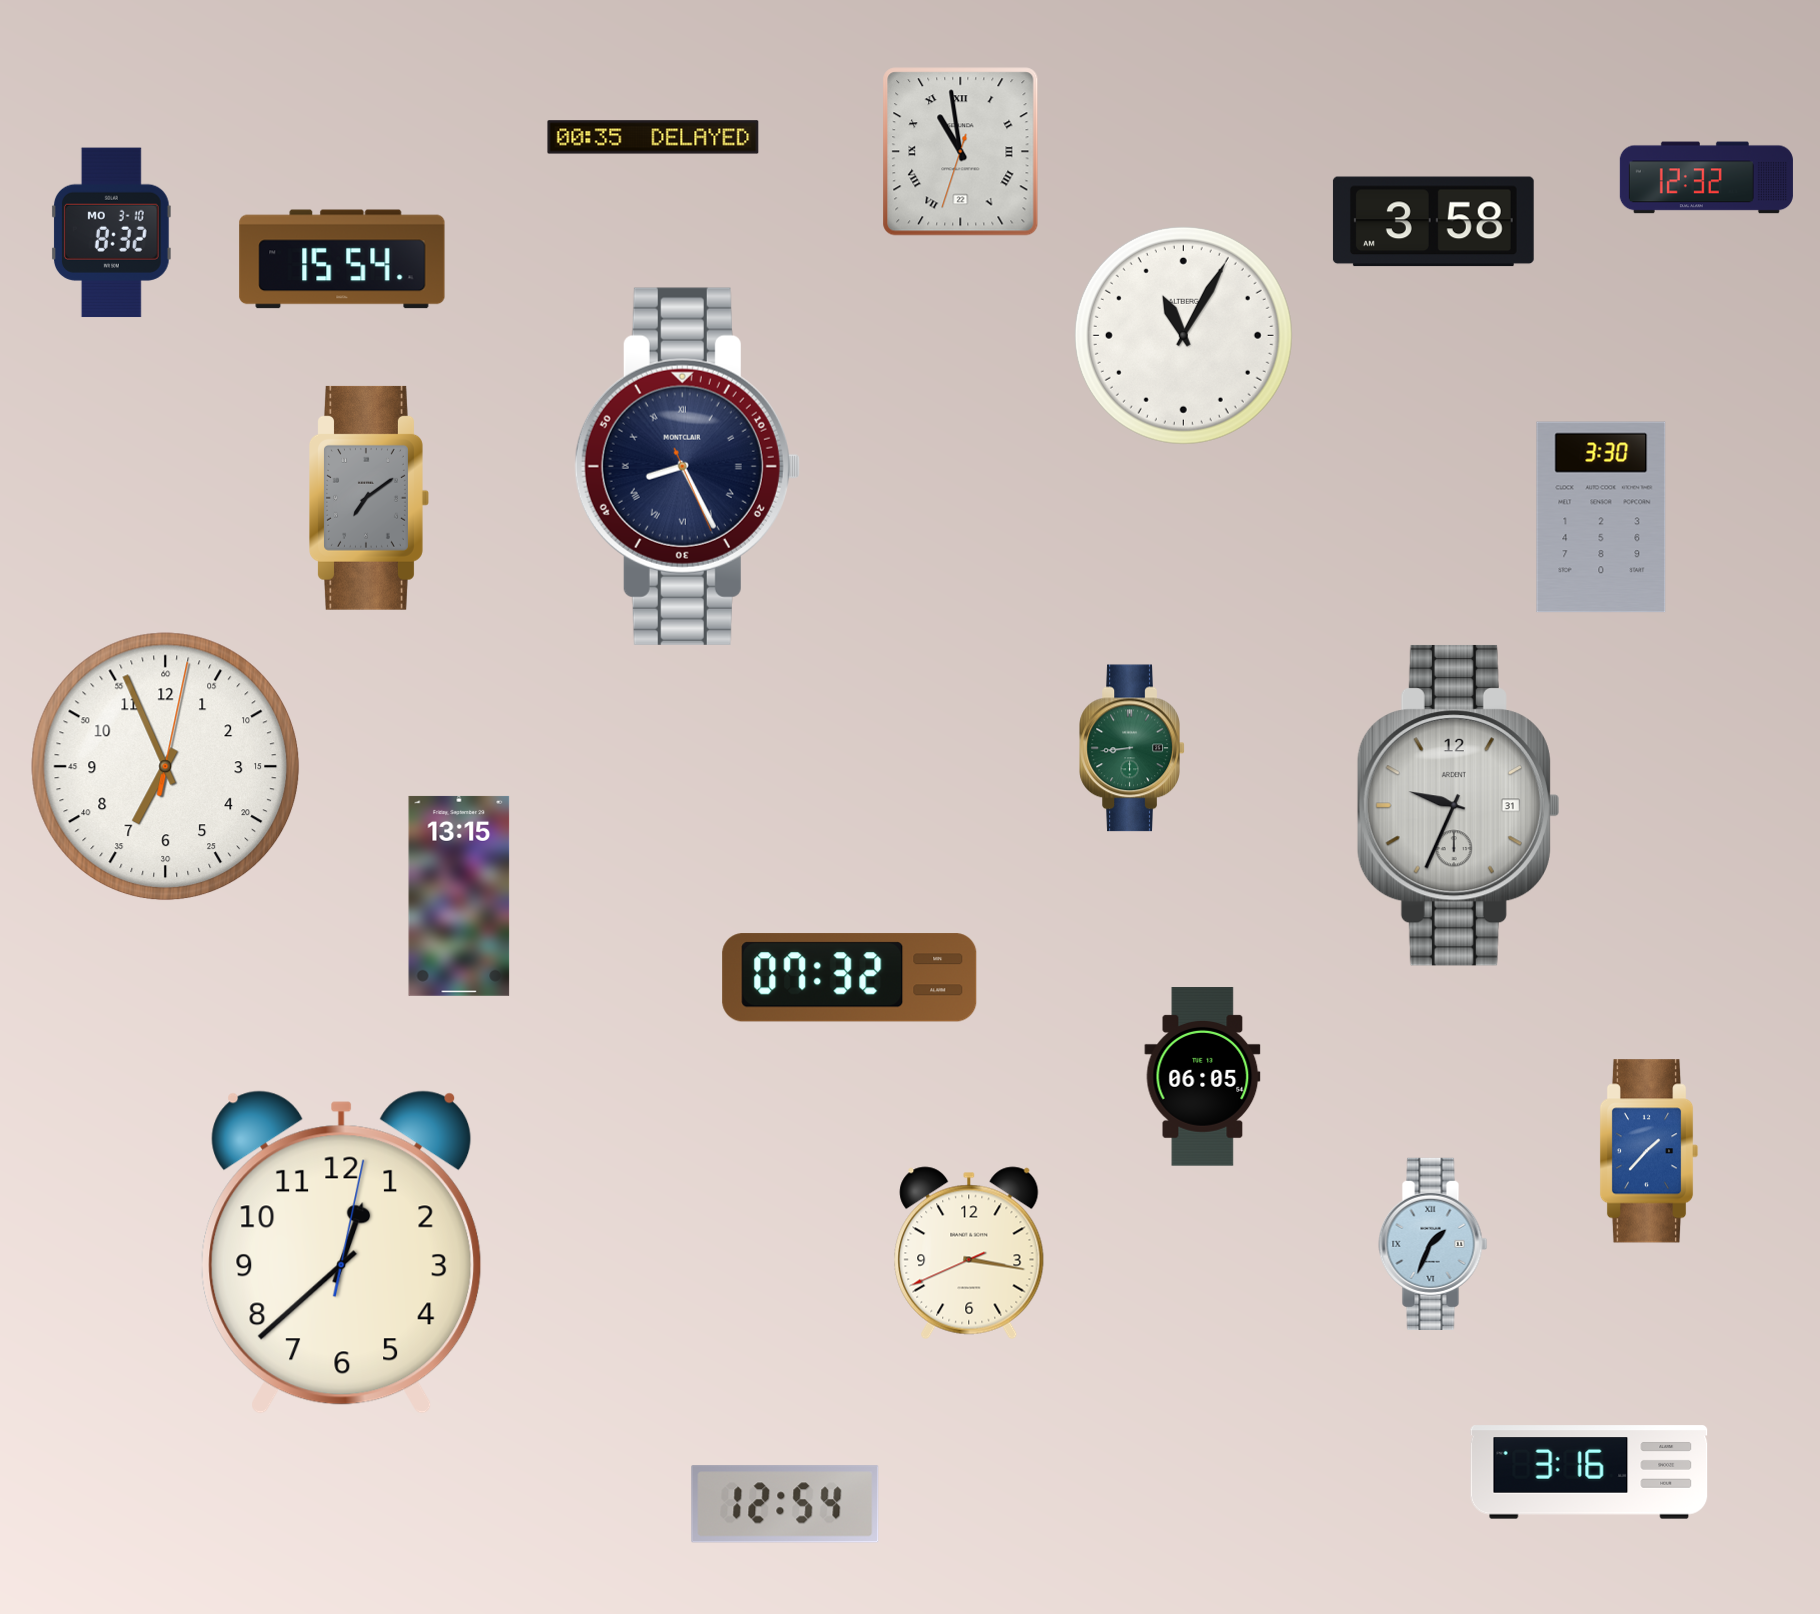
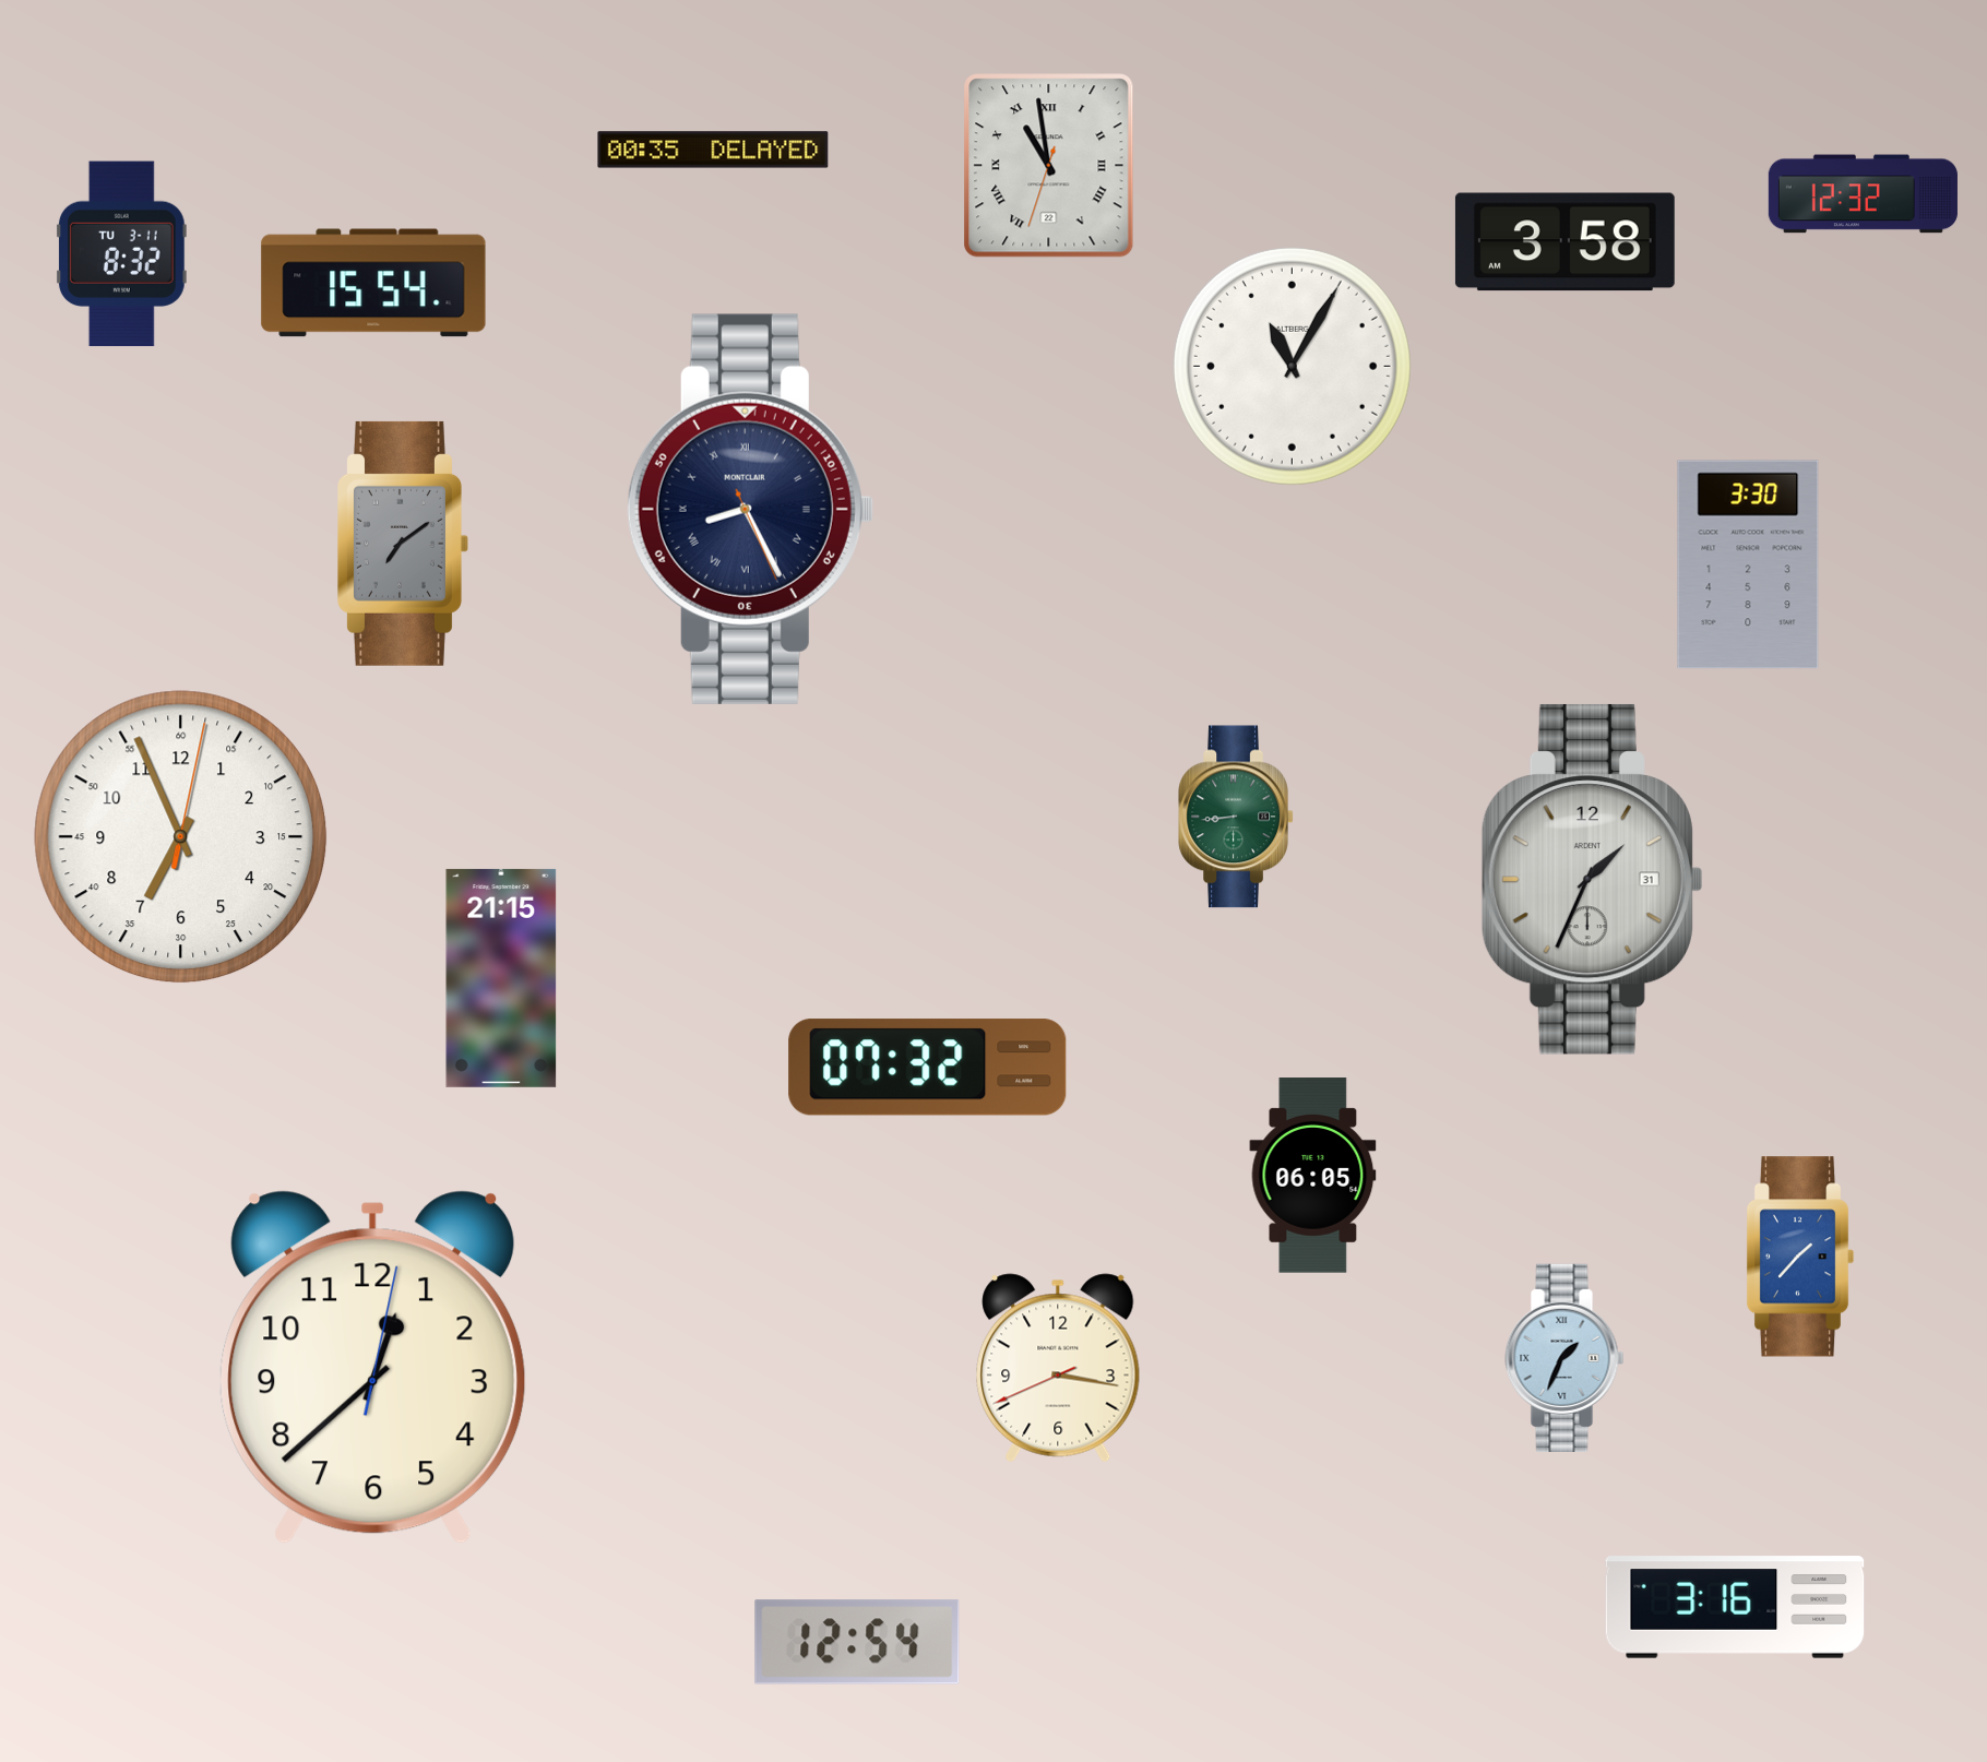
clock at (111, 233) date: MO 3-10 -> TU 3-11
clock at (1458, 805): 9:34 -> 1:34
clock at (459, 896): 13:15 -> 21:15
